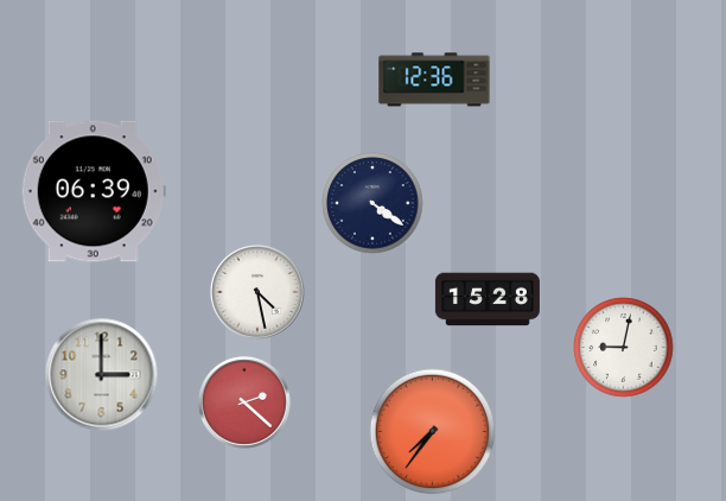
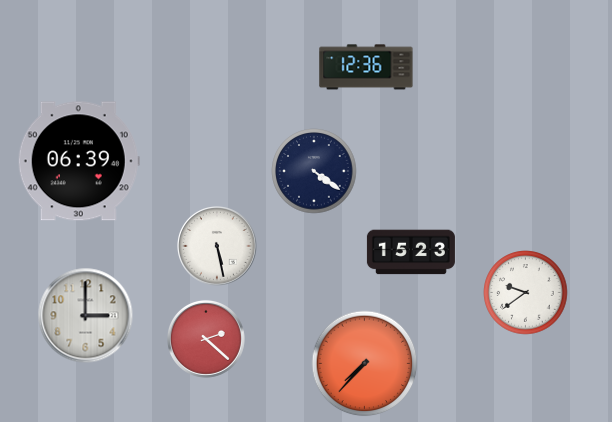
clock at (259, 293): 4:28 -> 5:28
clock at (488, 299): 15:28 -> 15:23
clock at (624, 348): 9:02 -> 9:39
clock at (433, 432): 7:36 -> 7:37
